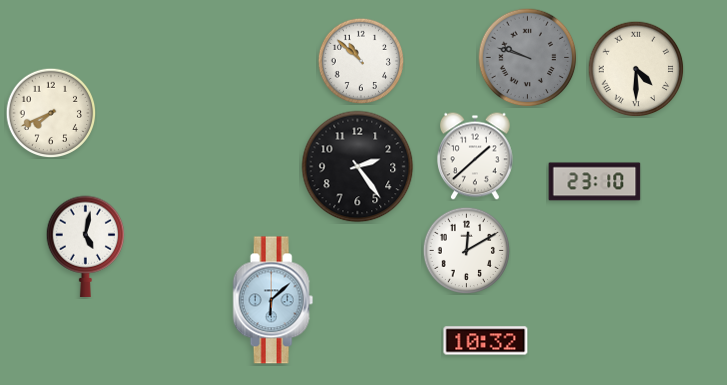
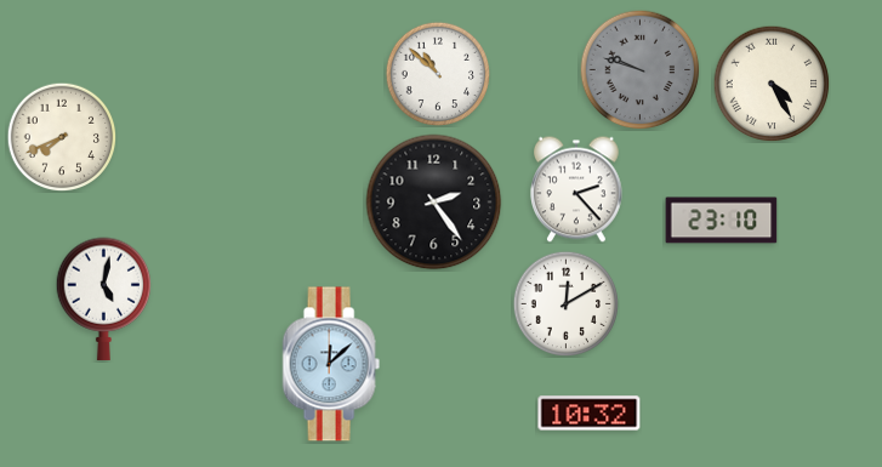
clock at (636, 69): 4:30 -> 4:25
clock at (476, 156): 1:38 -> 2:23
clock at (273, 300): 6:08 -> 12:08
